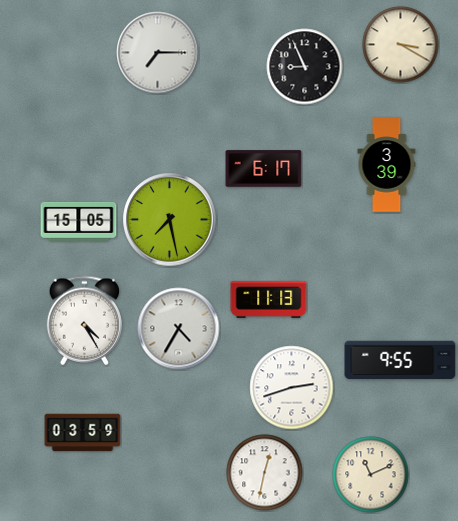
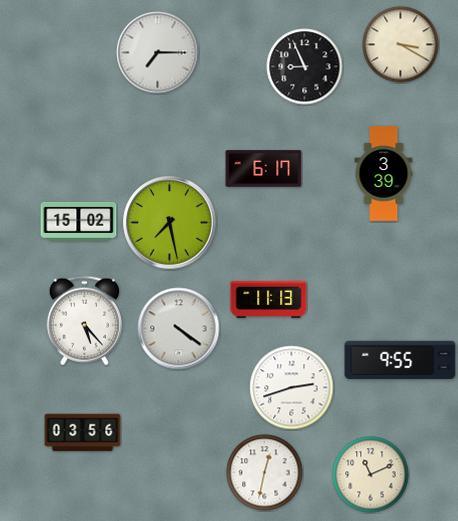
clock at (387, 165) position: (387, 165) -> (384, 174)
clock at (170, 220) position: (170, 220) -> (170, 223)
clock at (79, 221): 15:05 -> 15:02
clock at (84, 321): 4:25 -> 5:23
clock at (179, 329): 4:35 -> 4:21
clock at (83, 433): 03:59 -> 03:56
